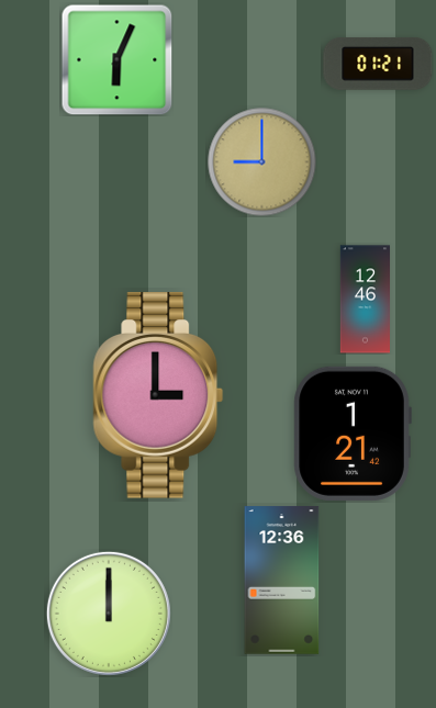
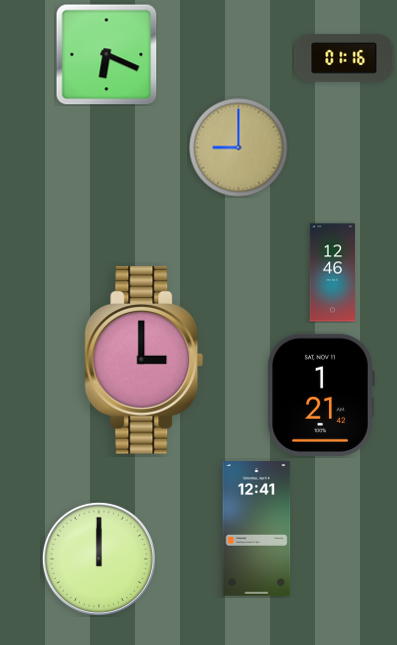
clock at (116, 59): 6:04 -> 6:19
clock at (378, 64): 01:21 -> 01:16
clock at (282, 581): 12:36 -> 12:41
